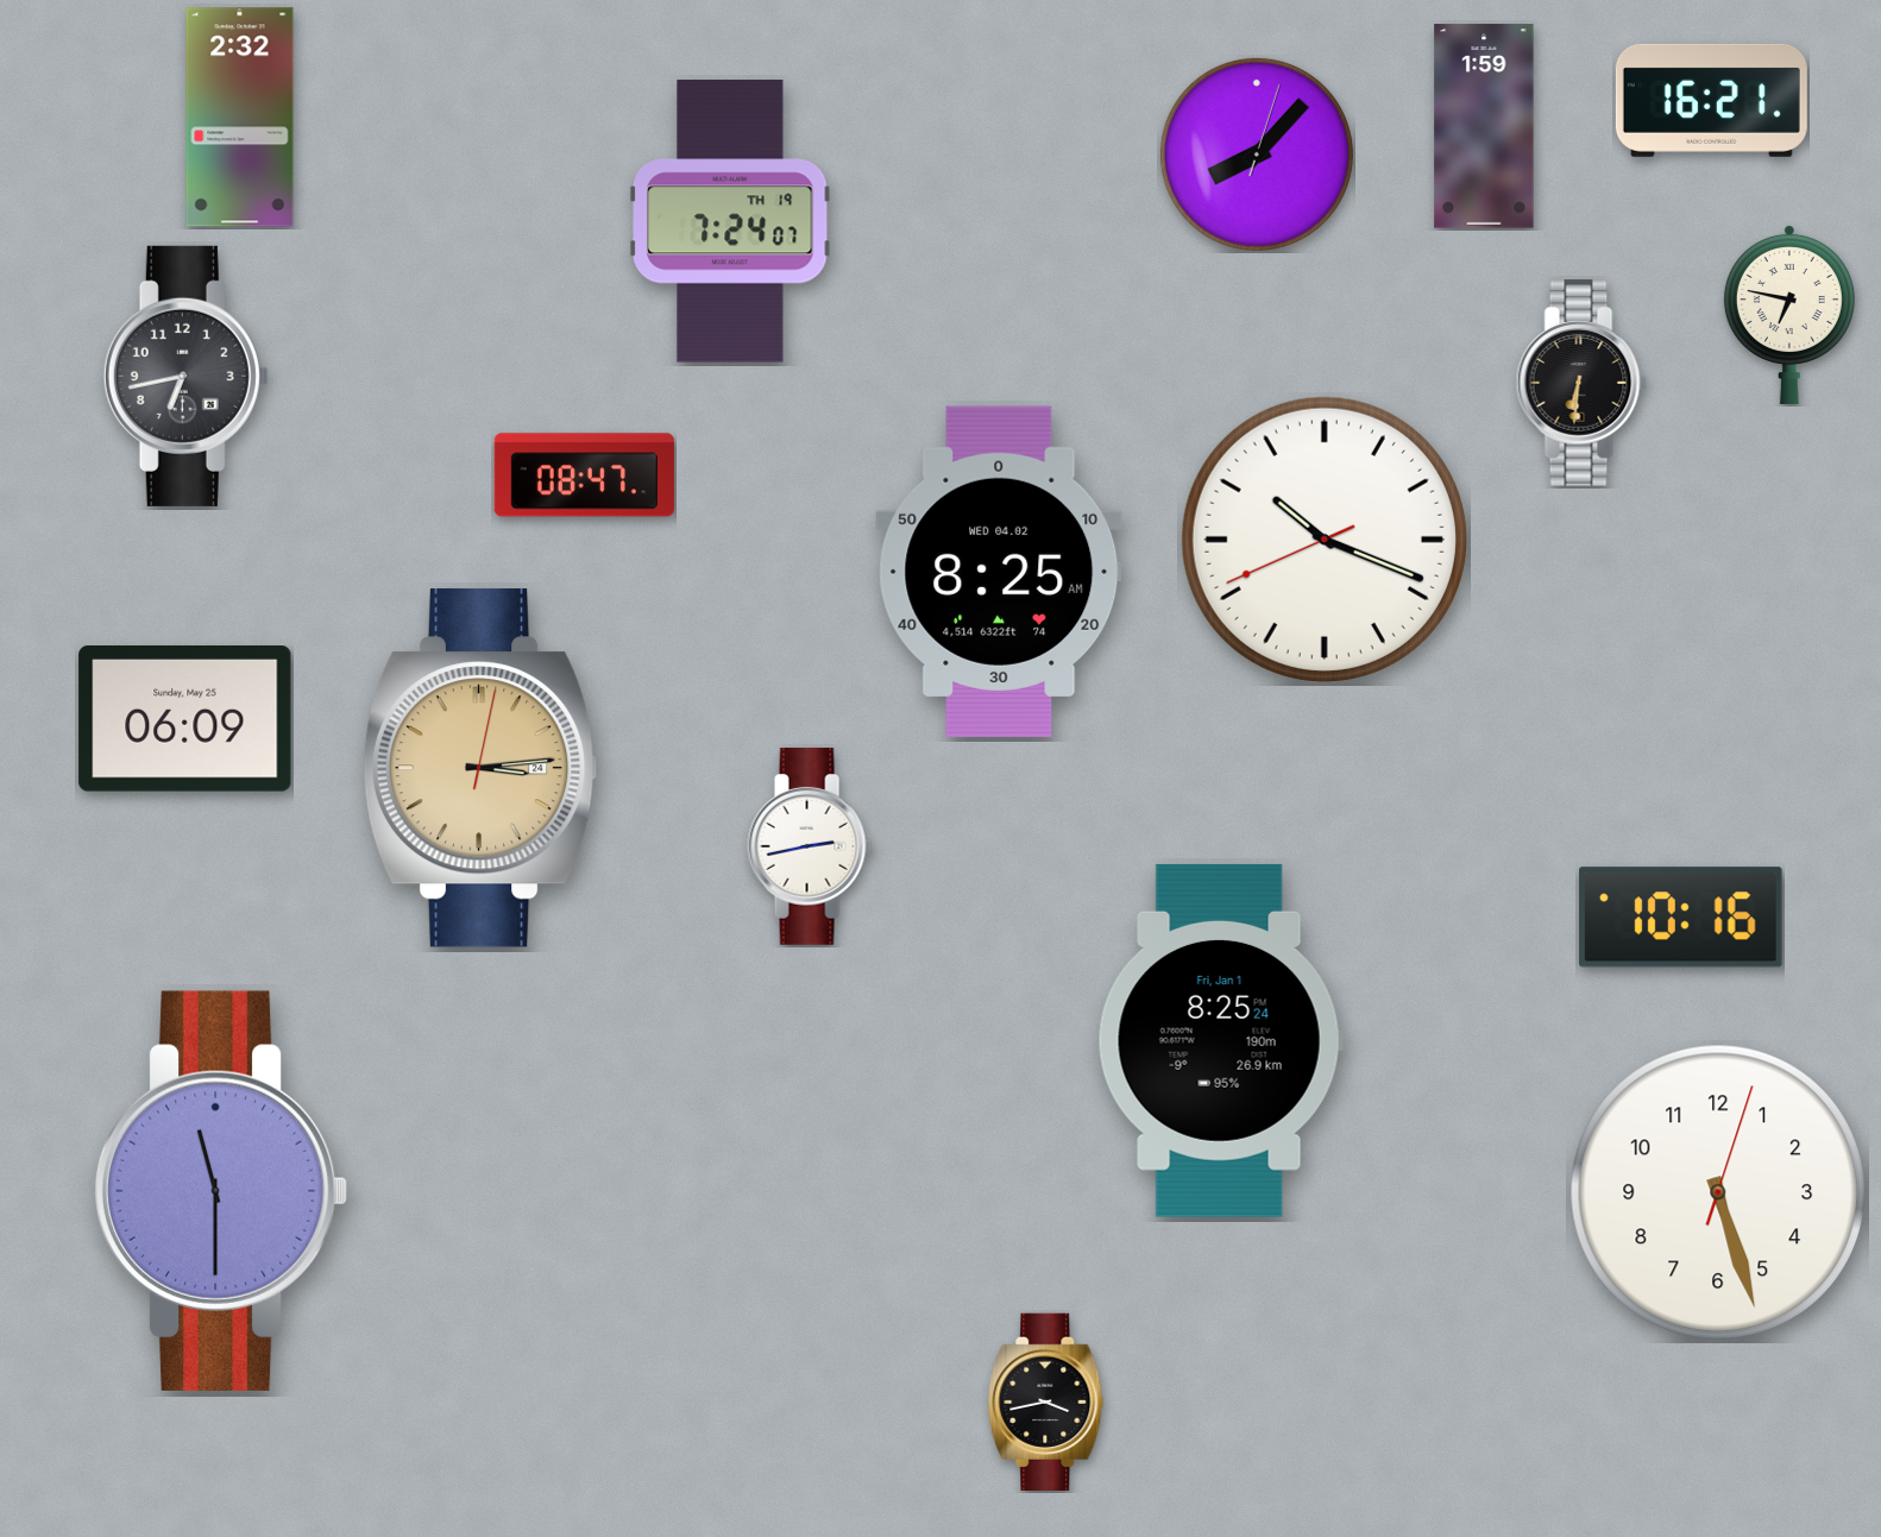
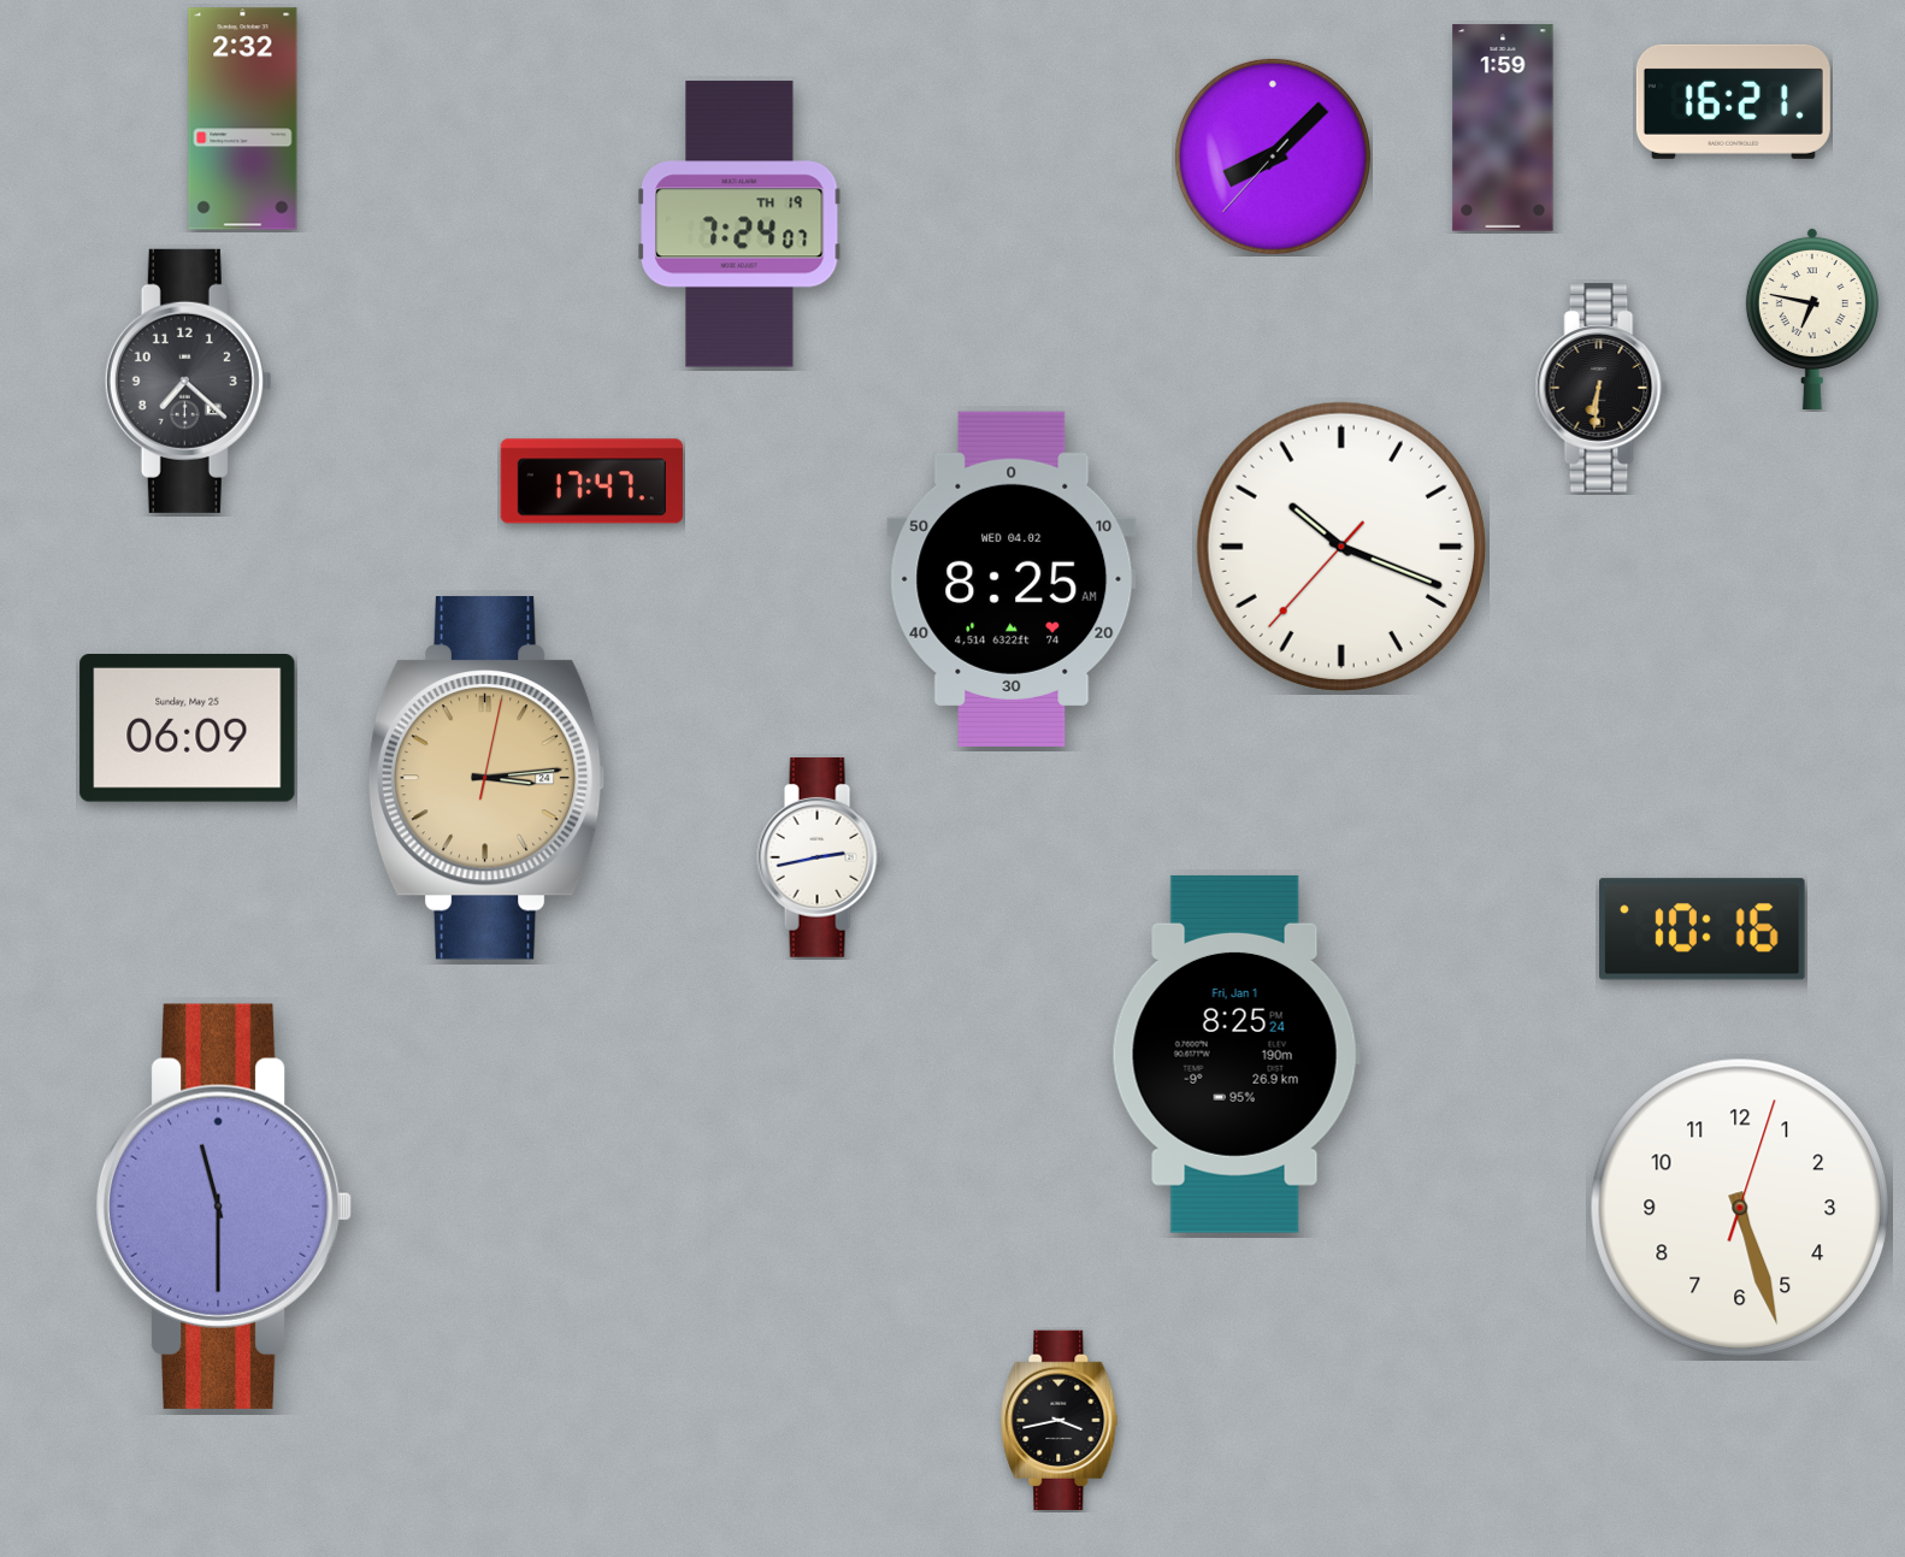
clock at (1257, 155): 8:07:03 -> 8:07:37
clock at (185, 376): 6:43 -> 7:22
clock at (584, 475): 08:47 -> 17:47
clock at (1325, 540): 10:18:41 -> 10:18:37
